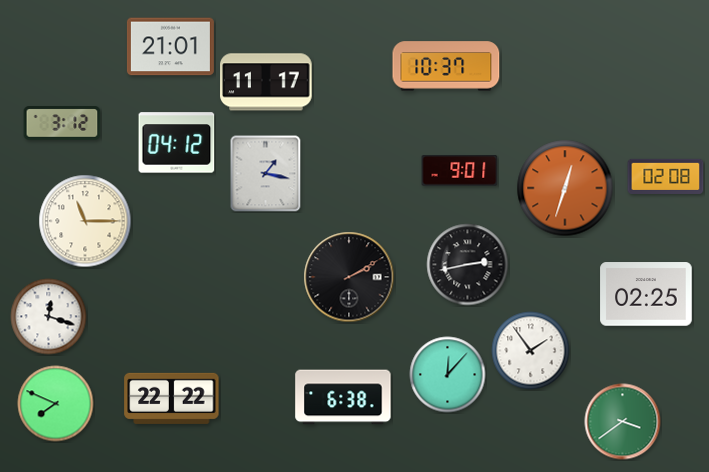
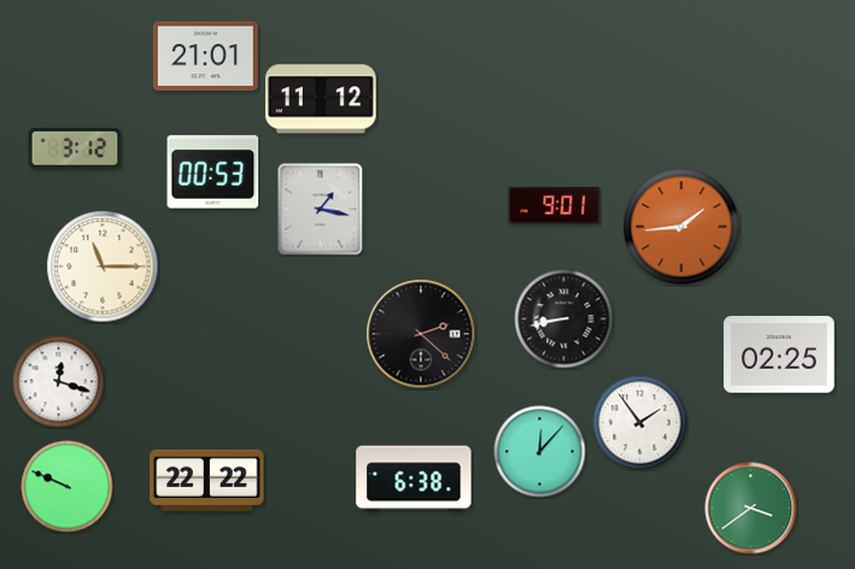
clock at (446, 66): 10:37 -> none
clock at (266, 82): 11:17 -> 11:12
clock at (177, 143): 04:12 -> 00:53
clock at (666, 176): 02:08 -> none
clock at (565, 188): 12:33 -> 1:44
clock at (468, 265): 2:43 -> 8:43
clock at (349, 277): 2:10 -> 2:22
clock at (56, 404): 7:49 -> 9:49
